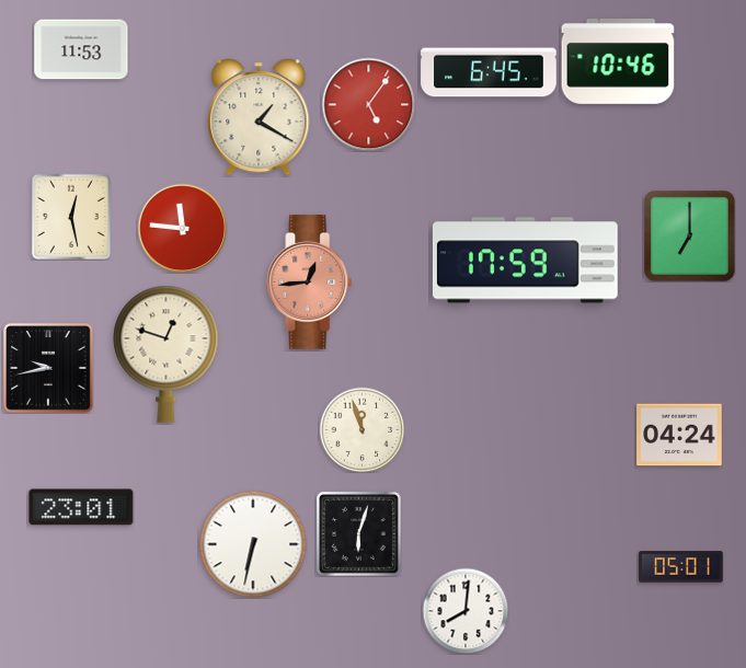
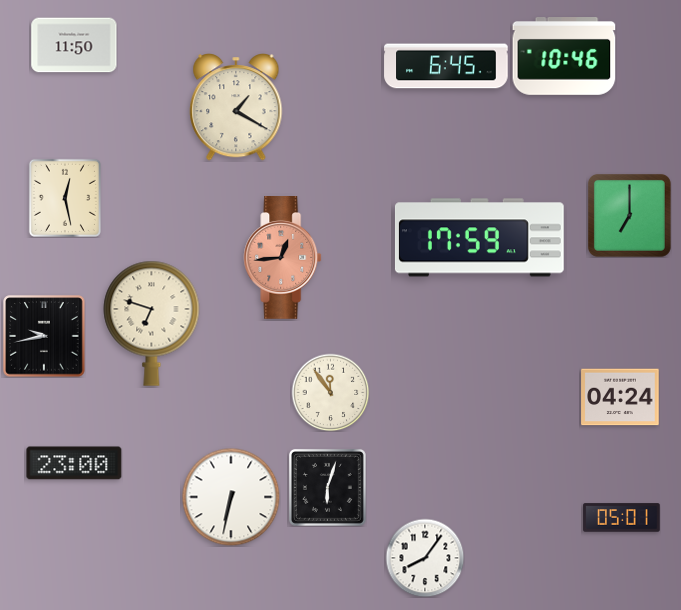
clock at (81, 49): 11:53 -> 11:50
clock at (368, 104): 5:06 -> none
clock at (182, 228): 11:46 -> none
clock at (167, 354): 12:48 -> 6:48
clock at (361, 429): 11:57 -> 11:54
clock at (81, 507): 23:01 -> 23:00
clock at (466, 611): 8:01 -> 8:06
